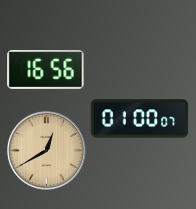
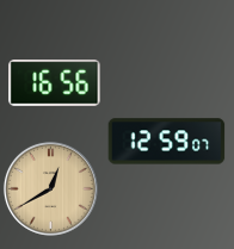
clock at (140, 119): 01:00 -> 12:59
clock at (46, 150) position: (46, 150) -> (50, 188)
